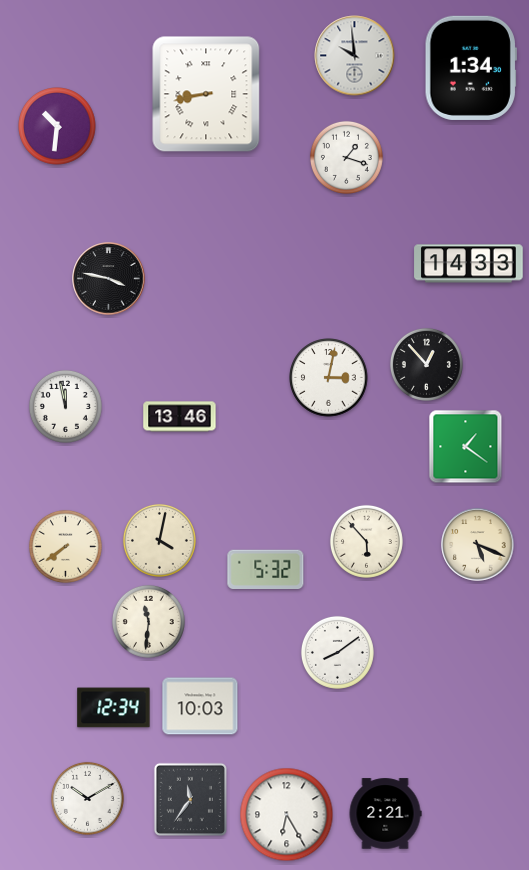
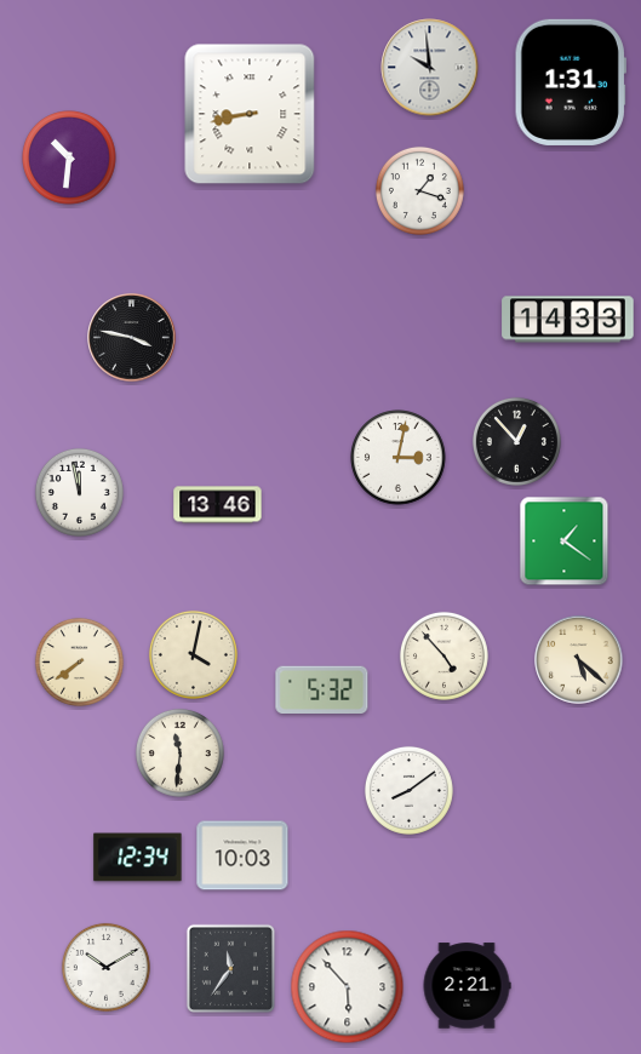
clock at (471, 68): 1:34 -> 1:31
clock at (57, 126) position: (57, 126) -> (69, 157)
clock at (366, 541): 5:53 -> 4:53
clock at (478, 545): 5:19 -> 5:22
clock at (287, 815): 6:25 -> 5:53
